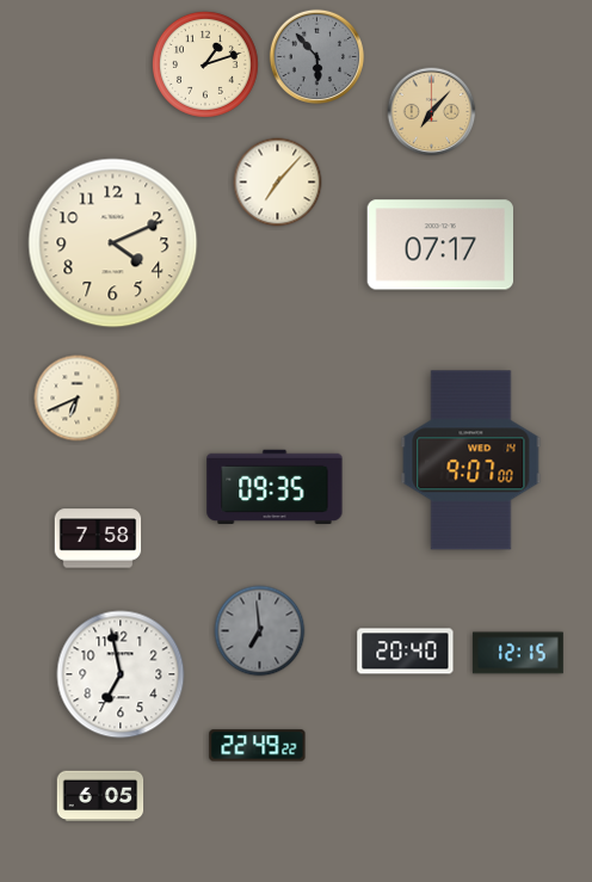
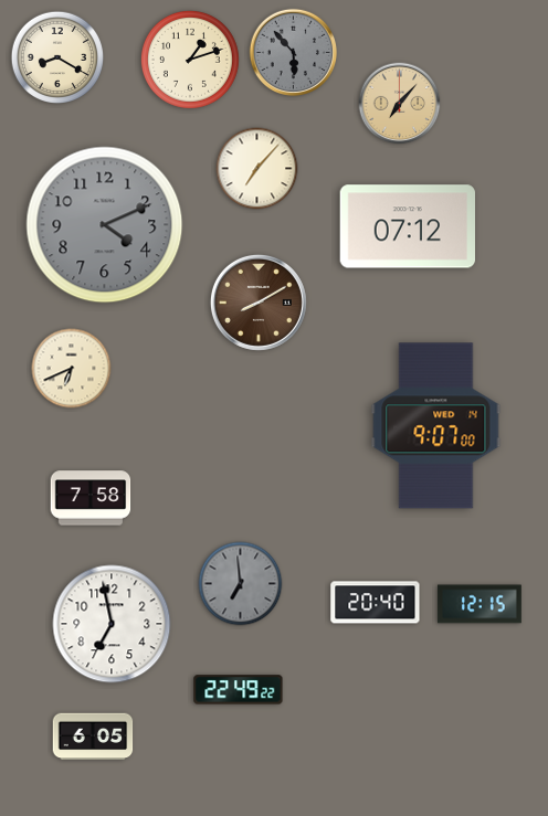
clock at (56, 56): none -> 8:20
clock at (113, 243) dial: cream -> grey
clock at (439, 245): 07:17 -> 07:12
clock at (259, 303): none -> 8:10
clock at (275, 486): 09:35 -> none
